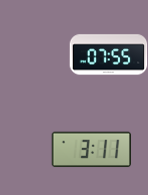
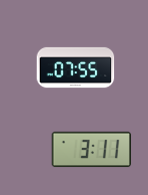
clock at (108, 55) position: (108, 55) -> (75, 68)
